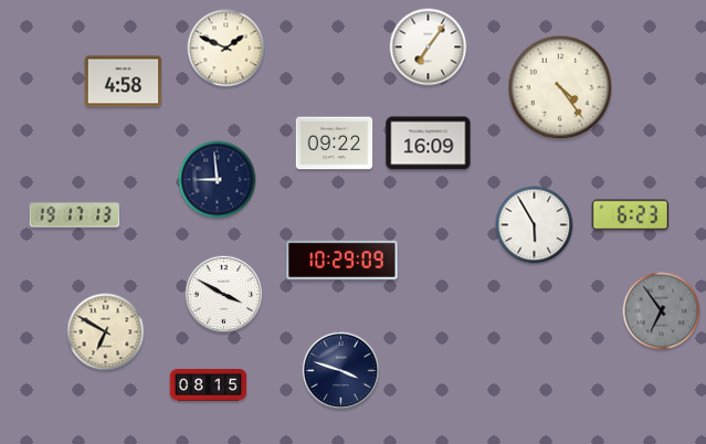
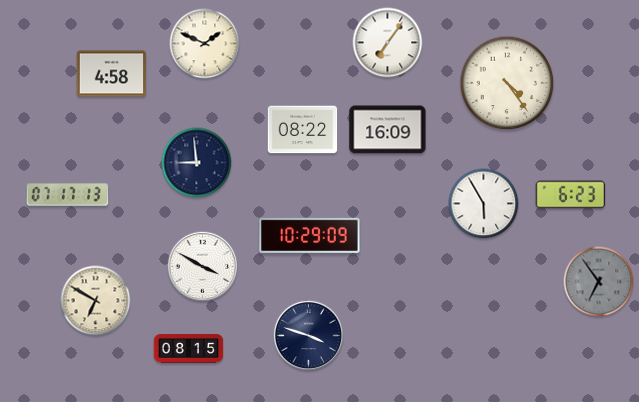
clock at (560, 87) position: (560, 87) -> (507, 83)
clock at (335, 144): 09:22 -> 08:22
clock at (75, 215): 19:17 -> 07:17
